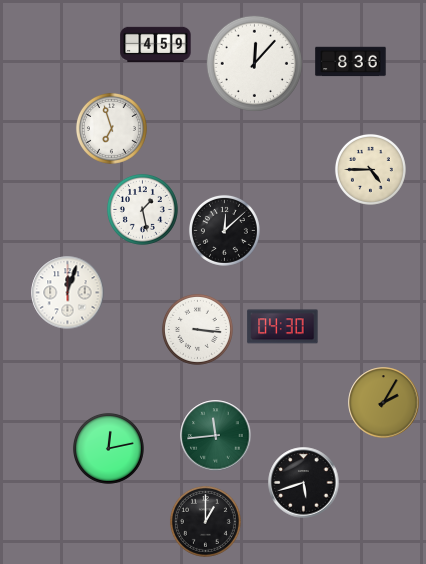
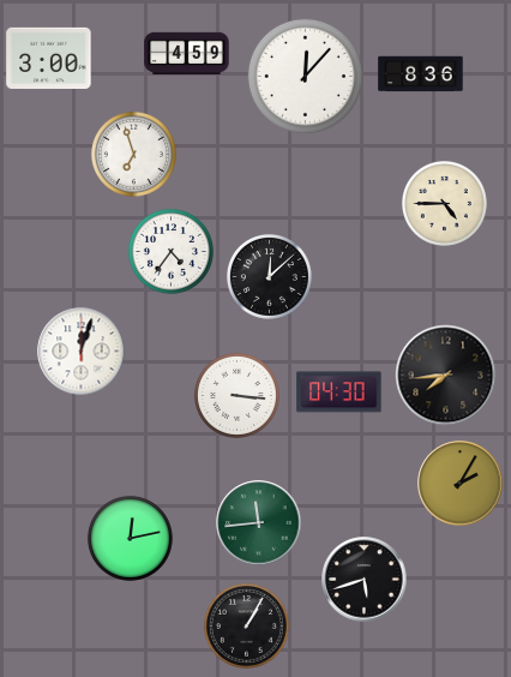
clock at (49, 58): none -> 3:00
clock at (142, 209): 1:28 -> 4:36
clock at (446, 376): none -> 7:44
clock at (205, 521): 1:00 -> 1:05
